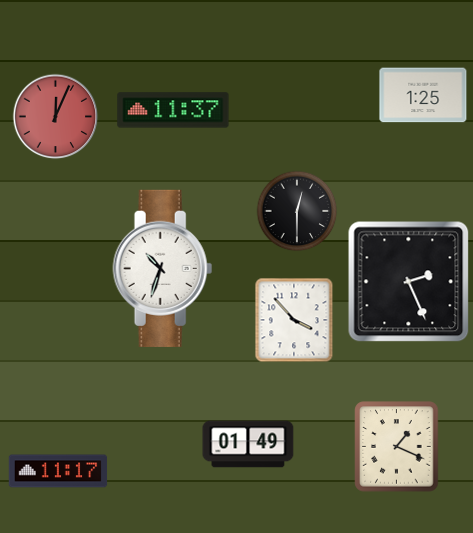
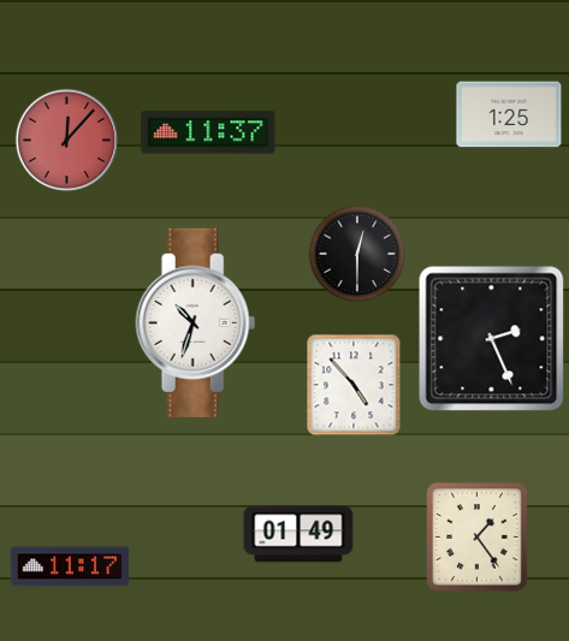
clock at (56, 117): 12:04 -> 12:07
clock at (294, 320): 3:53 -> 4:53
clock at (397, 447): 1:19 -> 1:24
